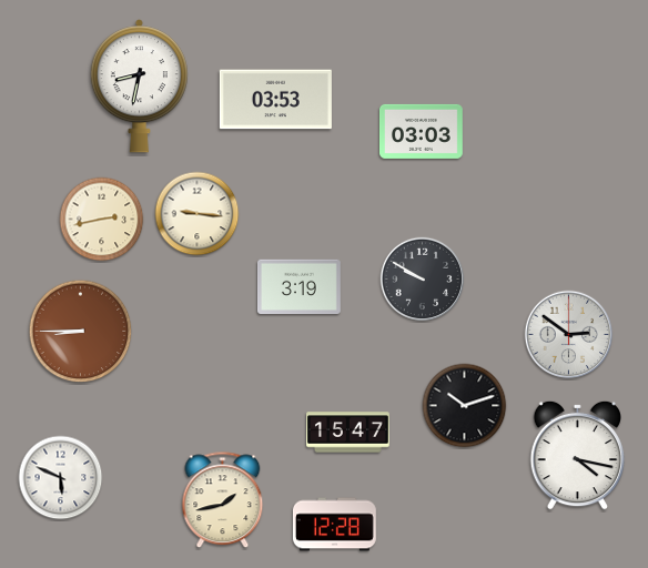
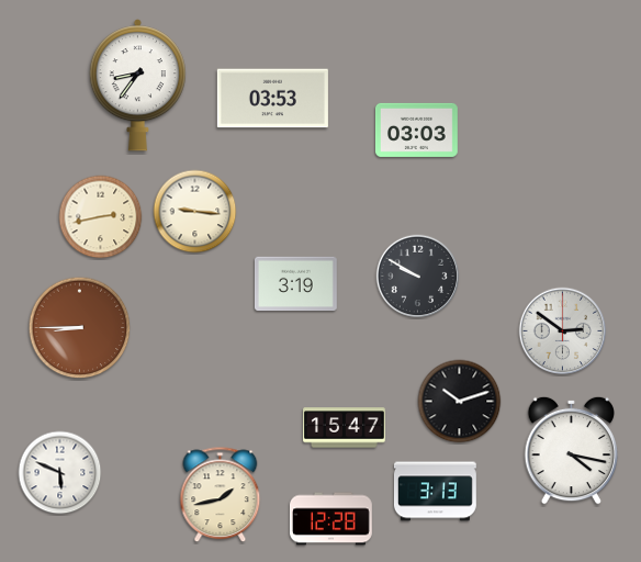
clock at (139, 87): 8:32 -> 8:36
clock at (435, 492): none -> 3:13
